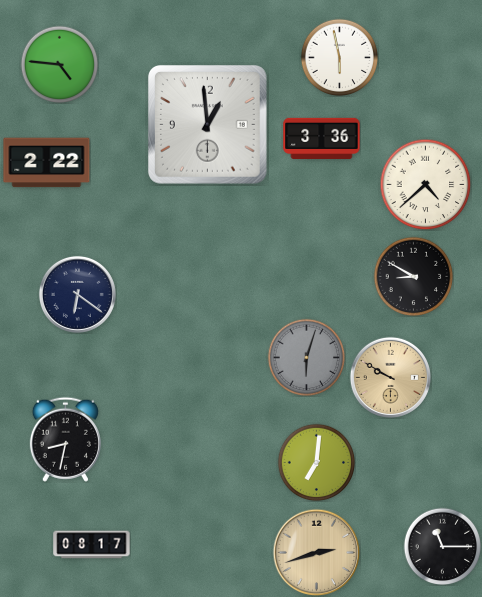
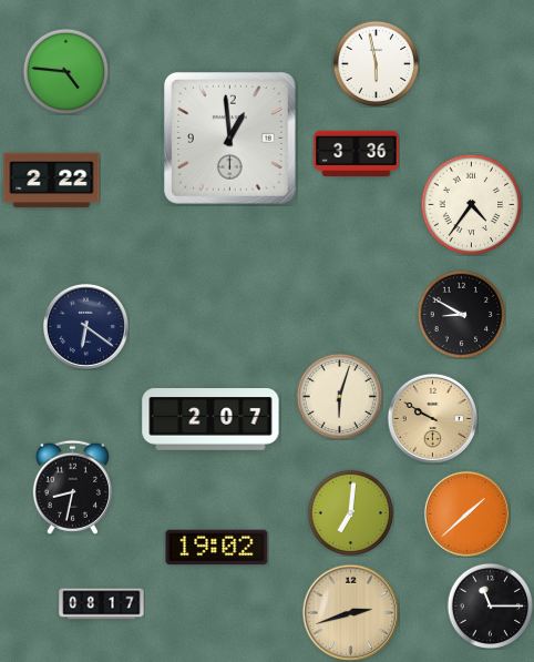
clock at (425, 184): 4:38 -> 4:36
clock at (413, 276) position: (413, 276) -> (461, 314)
clock at (306, 357) dial: grey -> cream
clock at (210, 420): none -> 2:07
clock at (466, 513): none -> 1:38
clock at (217, 548): none -> 19:02
